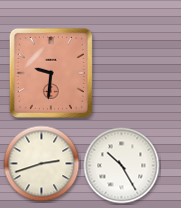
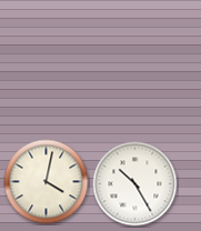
clock at (51, 73): 9:31 -> none
clock at (42, 164): 2:42 -> 4:02
